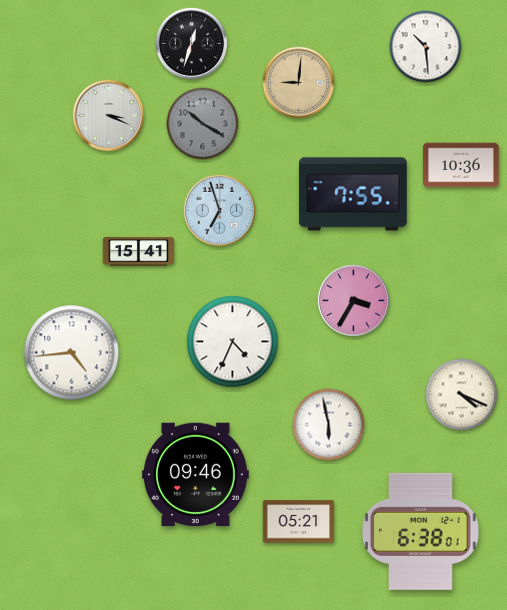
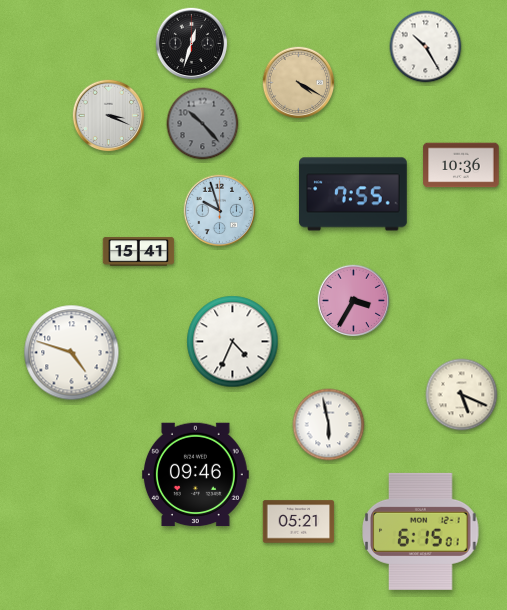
clock at (426, 47): 10:29 -> 10:25
clock at (299, 83): 9:01 -> 4:20
clock at (203, 124): 10:20 -> 10:23
clock at (220, 211): 6:57 -> 9:57
clock at (72, 353): 4:44 -> 4:48
clock at (462, 395): 4:19 -> 5:19
clock at (421, 531): 6:38 -> 6:15
